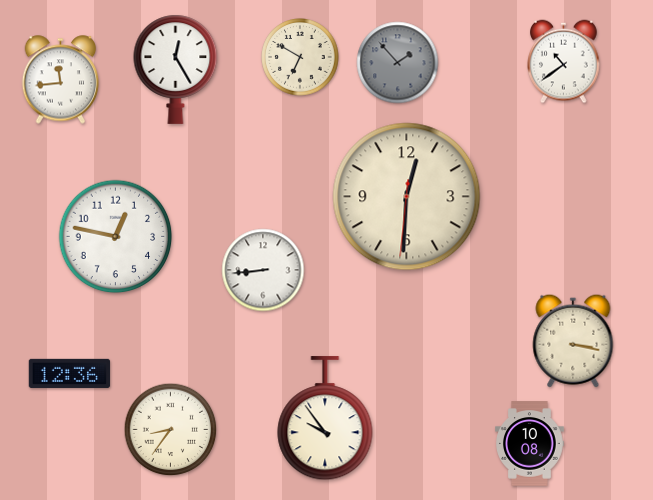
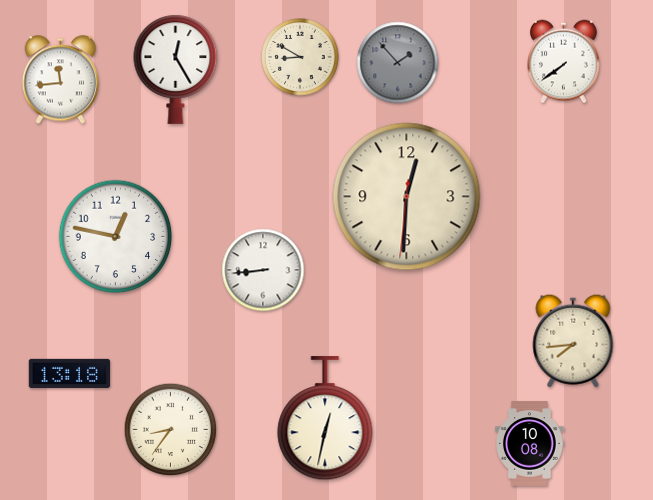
clock at (300, 57): 6:50 -> 8:50
clock at (564, 62): 10:39 -> 7:39
clock at (573, 341): 3:17 -> 7:44
clock at (70, 373): 12:36 -> 13:18
clock at (325, 419): 9:54 -> 12:32
